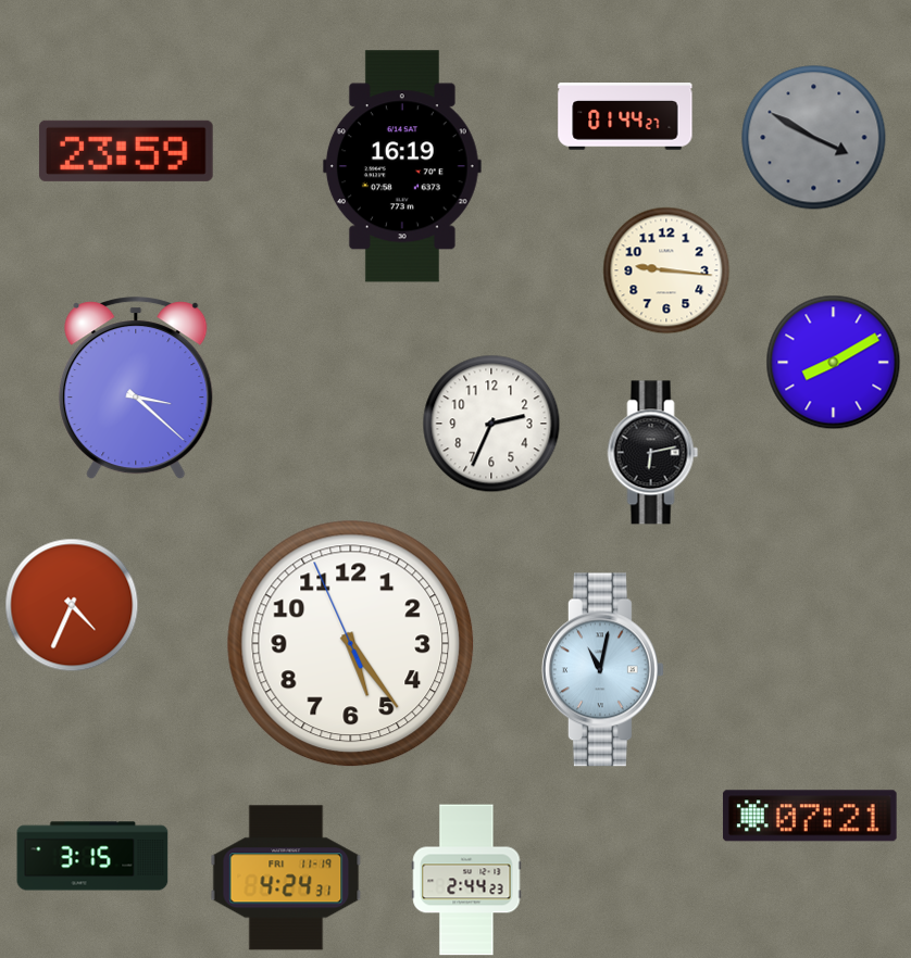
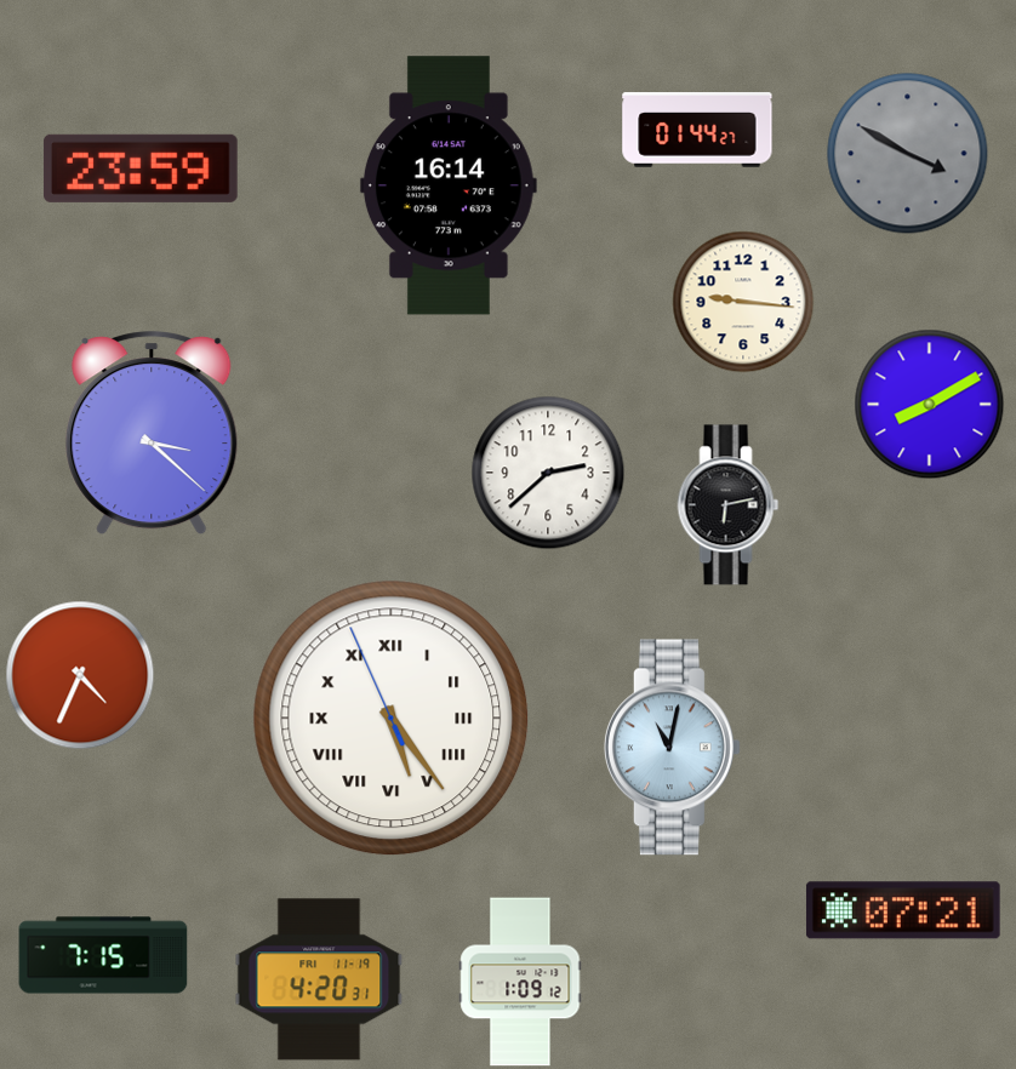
clock at (402, 166): 16:19 -> 16:14
clock at (491, 424): 2:34 -> 2:38
clock at (351, 644) numerals: Arabic -> Roman
clock at (92, 856): 3:15 -> 7:15
clock at (286, 878): 4:24 -> 4:20
clock at (466, 880): 2:44 -> 1:09
